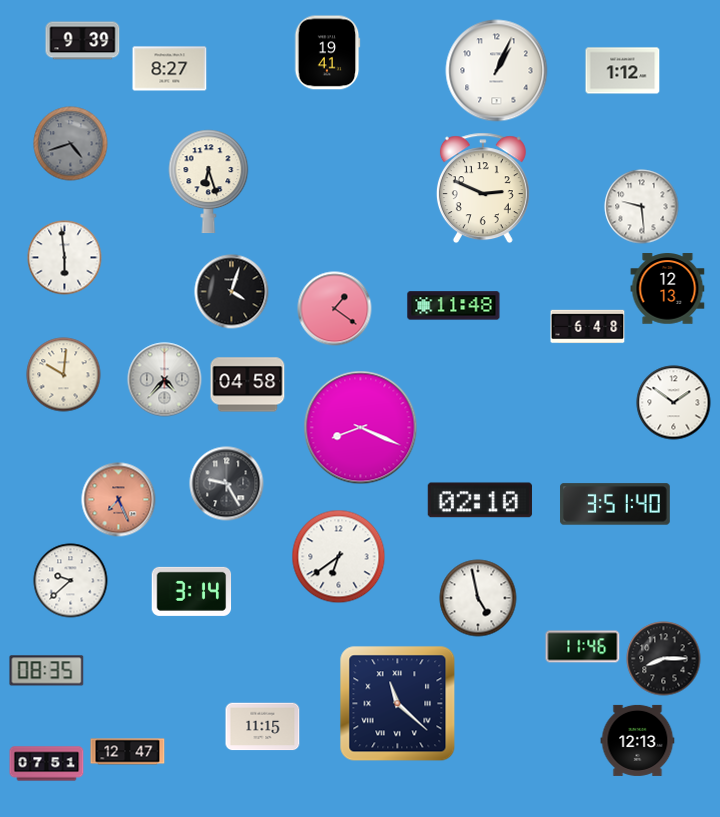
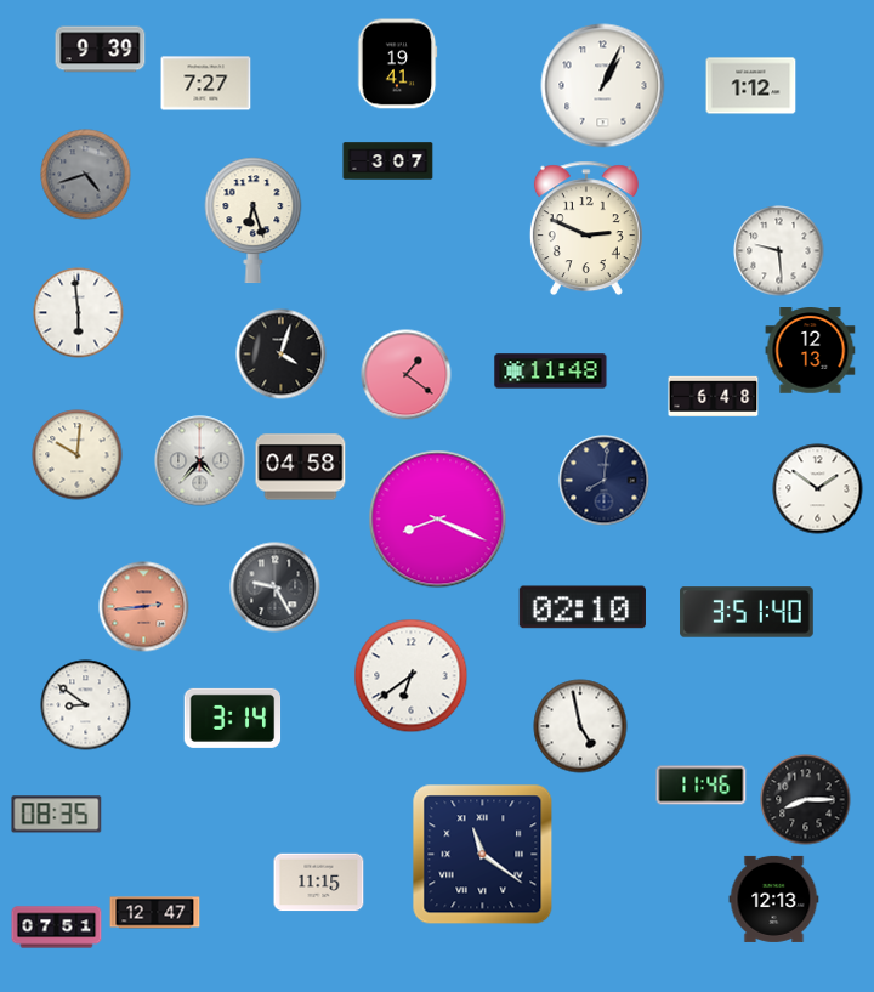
clock at (170, 69): 8:27 -> 7:27
clock at (623, 71) position: (623, 71) -> (751, 86)
clock at (388, 161): none -> 3:07
clock at (605, 481): none -> 8:01
clock at (119, 500): 7:26 -> 2:44
clock at (71, 581): 9:38 -> 8:51
clock at (583, 647) position: (583, 647) -> (702, 786)
clock at (398, 704): 11:22 -> 11:21
